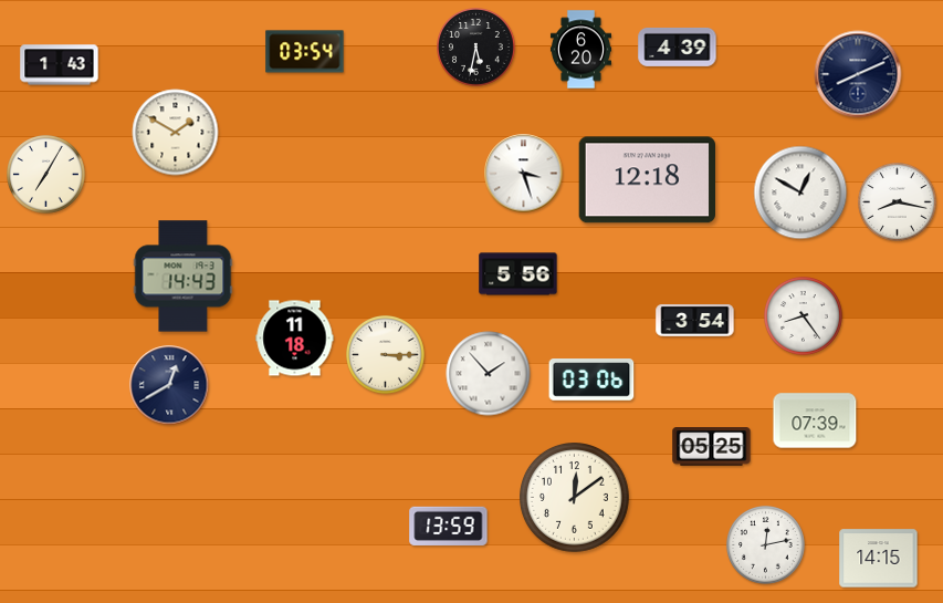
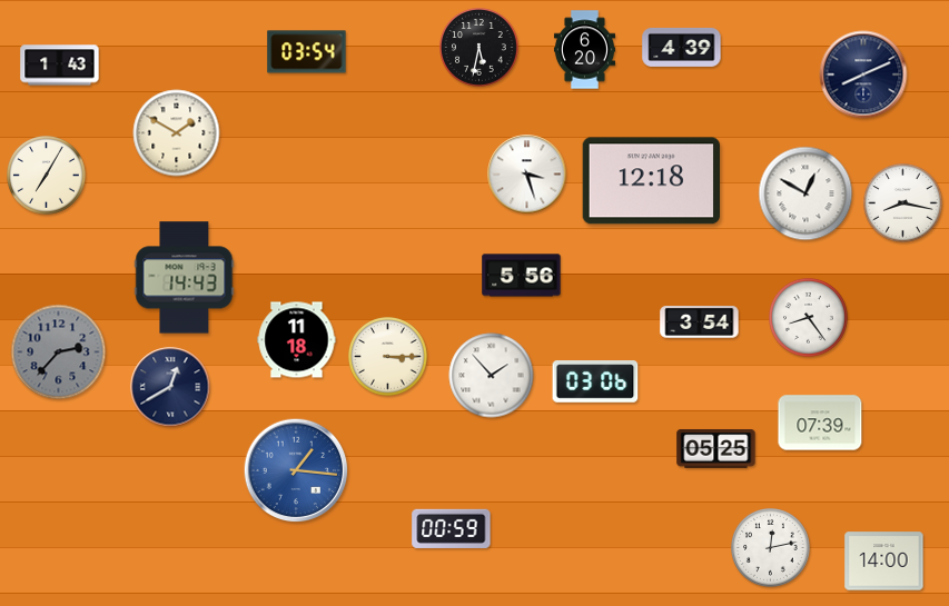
clock at (59, 352): none -> 2:37
clock at (296, 470): none -> 1:16
clock at (575, 498): 12:09 -> none
clock at (449, 526): 13:59 -> 00:59
clock at (879, 559): 14:15 -> 14:00
